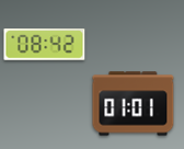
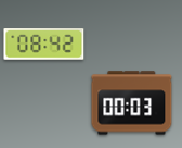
clock at (134, 104): 01:01 -> 00:03
